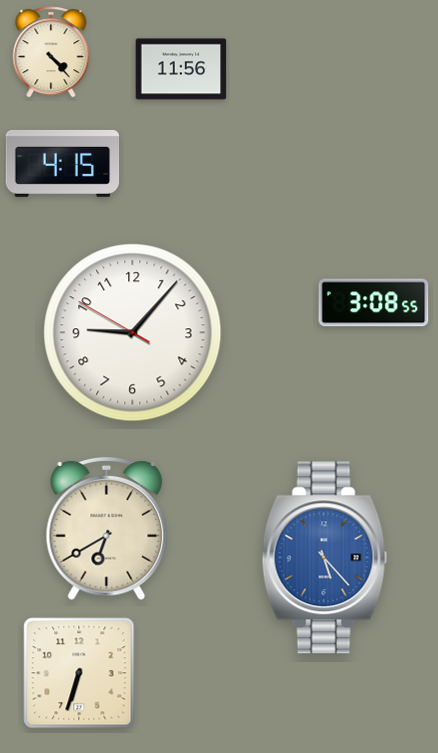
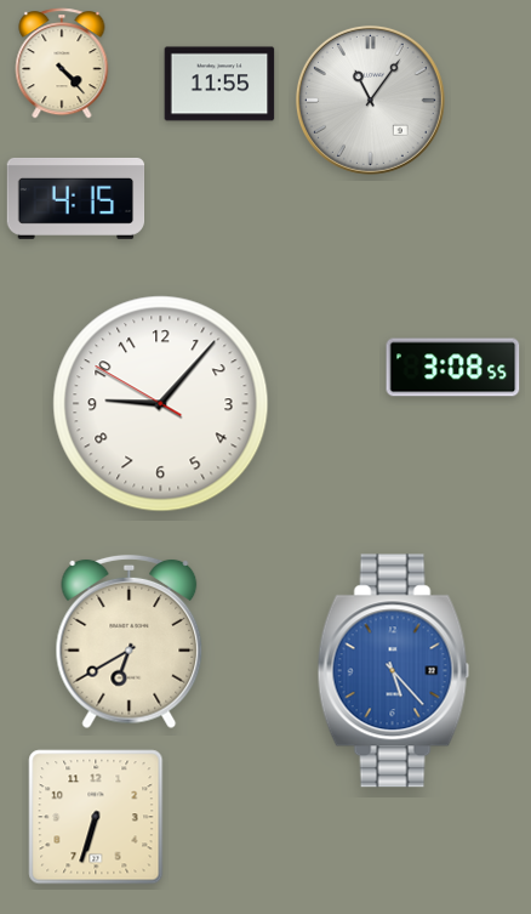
clock at (181, 69): 11:56 -> 11:55
clock at (370, 100): none -> 11:06
clock at (324, 558) position: (324, 558) -> (393, 671)
